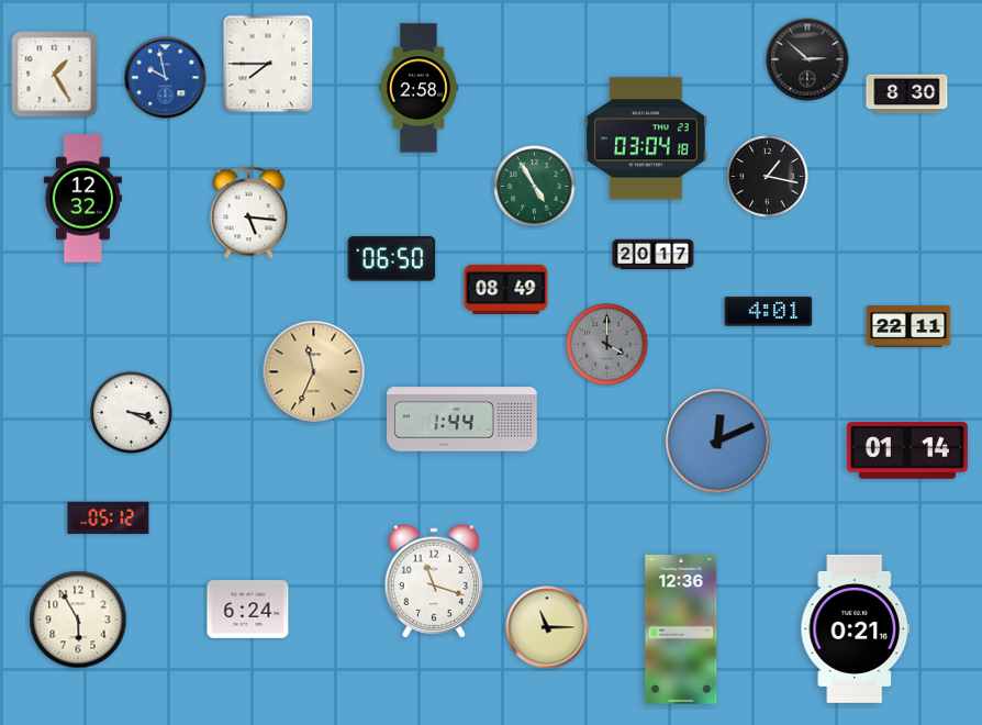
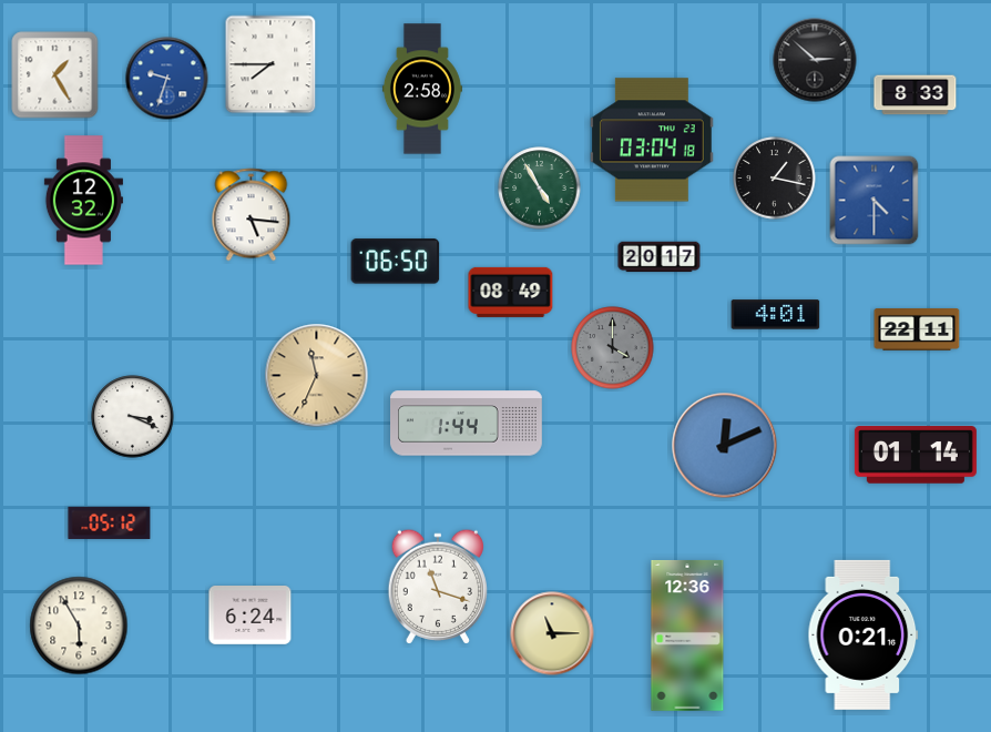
clock at (166, 78): 9:58 -> 9:33
clock at (907, 94): 8:30 -> 8:33
clock at (875, 201): none -> 4:30
